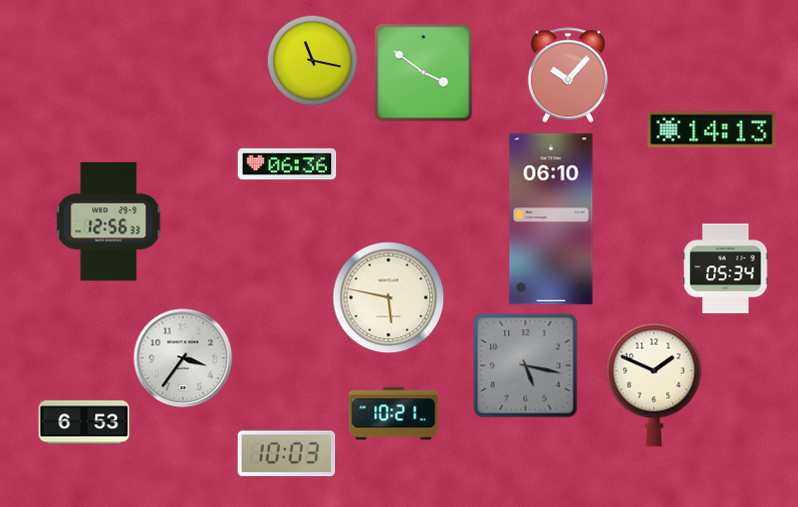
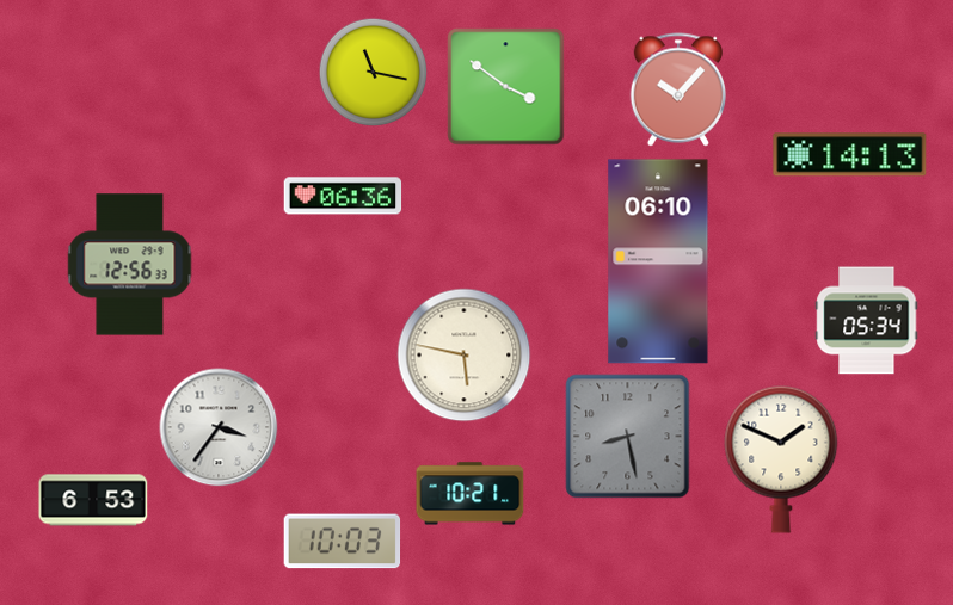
clock at (526, 366): 5:17 -> 8:28
clock at (84, 422) position: (84, 422) -> (93, 500)
